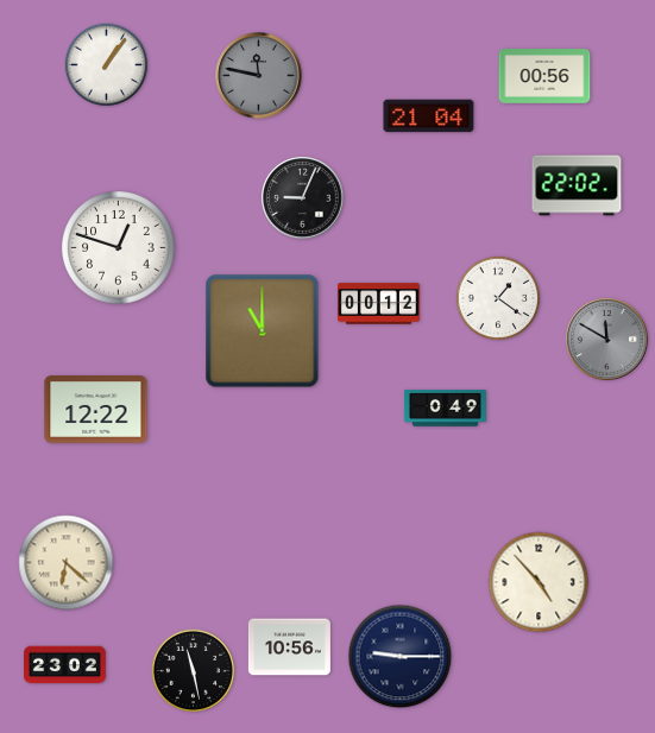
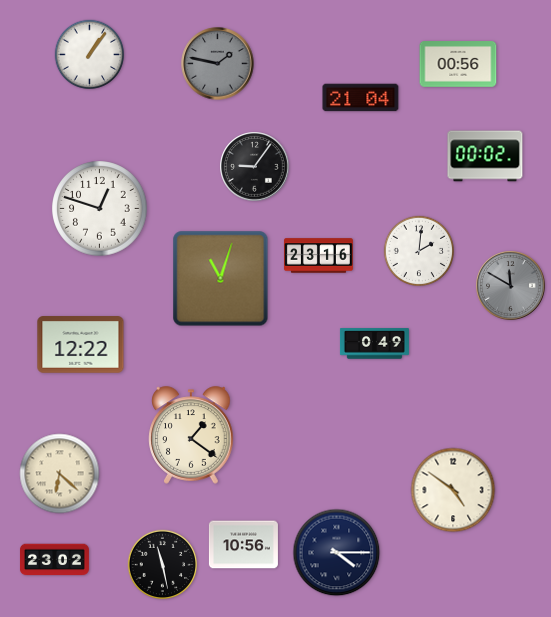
clock at (259, 76): 11:47 -> 1:47
clock at (577, 185): 22:02 -> 00:02
clock at (303, 198): 9:04 -> 9:06
clock at (497, 297): 1:21 -> 2:01
clock at (378, 304): 00:12 -> 23:16
clock at (263, 331): 11:00 -> 11:03
clock at (191, 435): none -> 1:21
clock at (67, 563) position: (67, 563) -> (60, 474)
clock at (539, 582): 4:53 -> 4:51
clock at (401, 657): 9:15 -> 4:15
